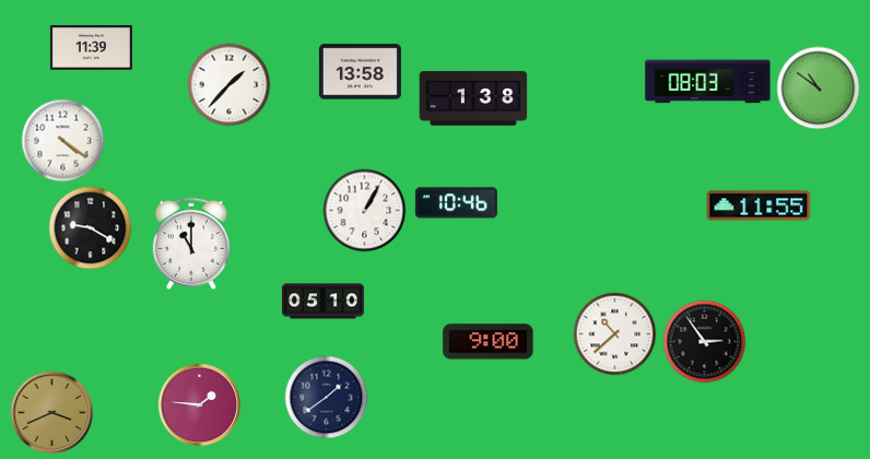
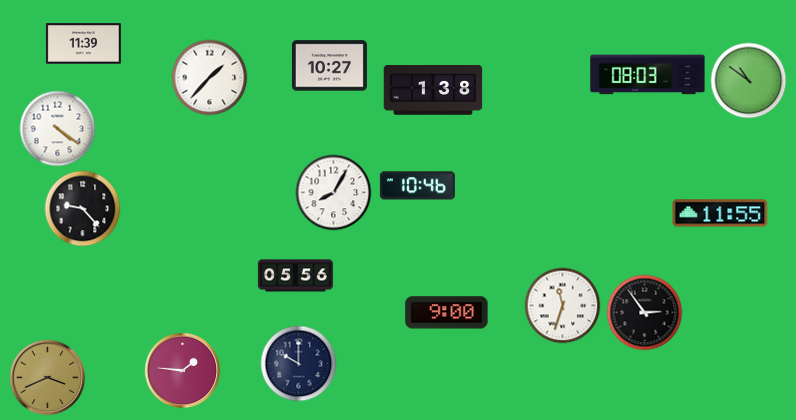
clock at (360, 72): 13:58 -> 10:27
clock at (759, 205) position: (759, 205) -> (720, 213)
clock at (365, 211): 1:05 -> 8:05
clock at (91, 228): 9:20 -> 9:23
clock at (191, 244): 11:00 -> none
clock at (322, 302): 05:10 -> 05:56
clock at (615, 334): 10:38 -> 11:33
clock at (327, 398): 1:39 -> 10:00
